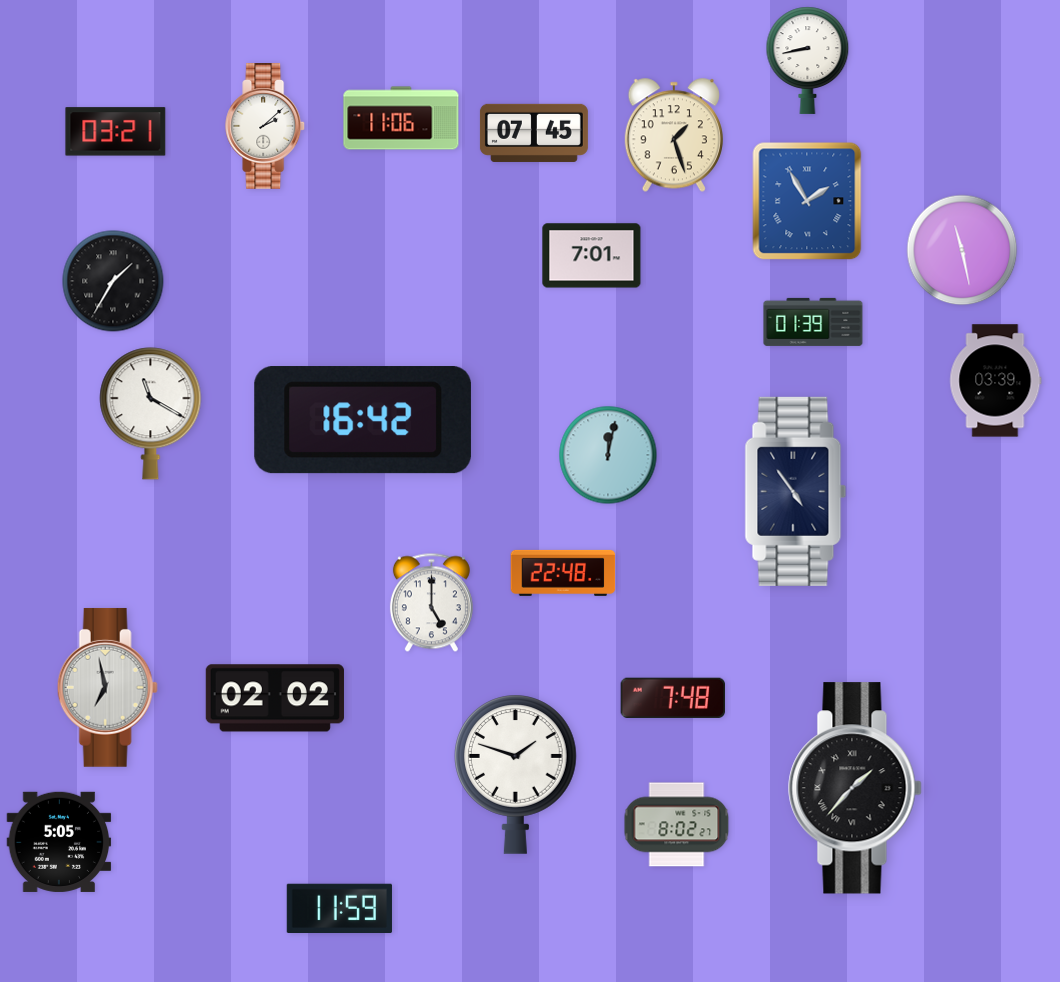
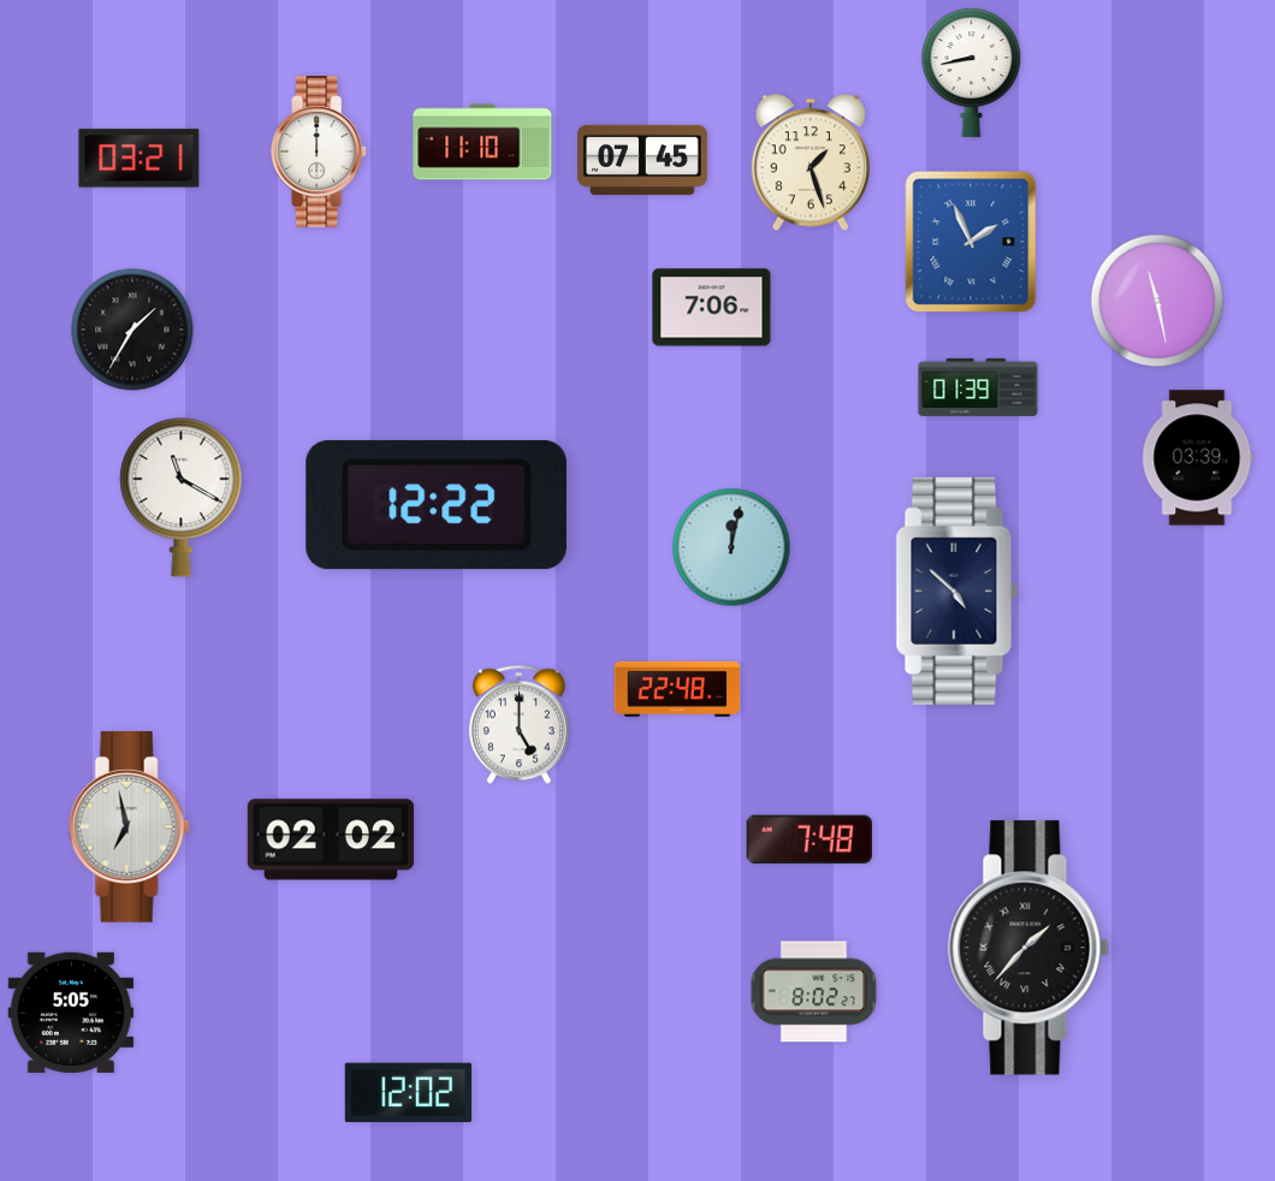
clock at (401, 118): 11:06 -> 11:10
clock at (266, 127): 2:08 -> 12:00
clock at (807, 201): 1:55 -> 1:56
clock at (592, 256): 7:01 -> 7:06
clock at (113, 281) position: (113, 281) -> (132, 330)
clock at (363, 420): 16:42 -> 12:22
clock at (796, 491): 4:54 -> 4:52
clock at (515, 774): 1:48 -> none
clock at (339, 908): 11:59 -> 12:02
